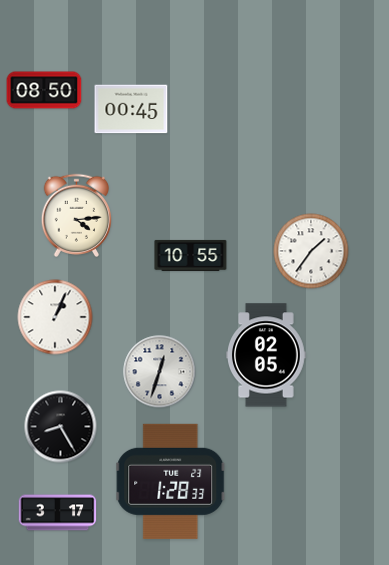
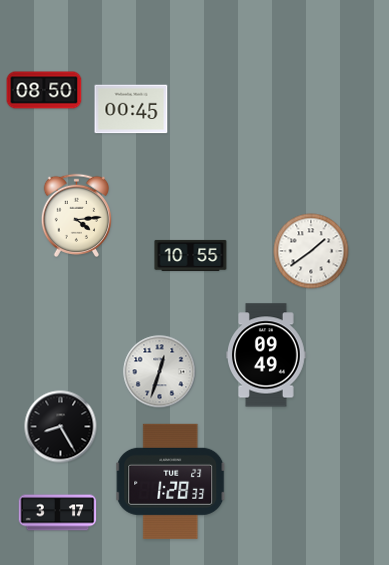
clock at (311, 251): 1:36 -> 1:39
clock at (55, 317): 1:04 -> none
clock at (266, 355): 02:05 -> 09:49
